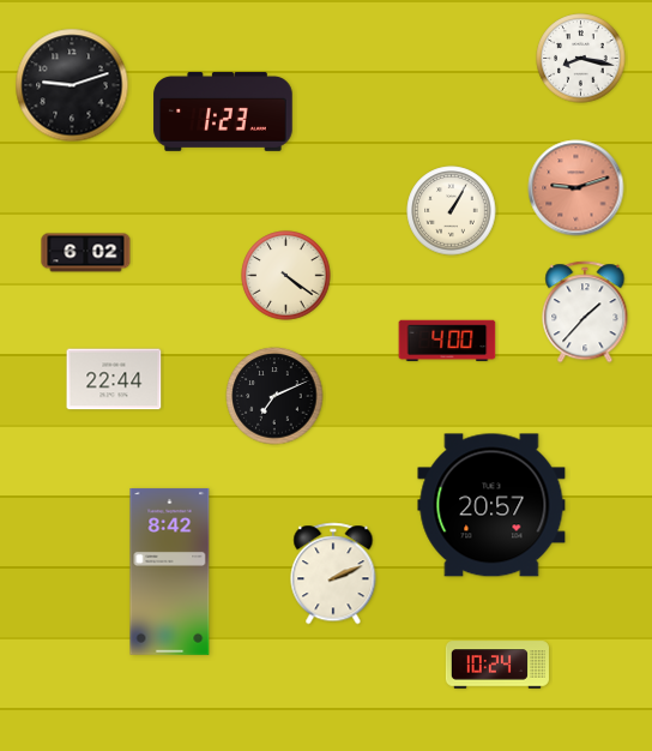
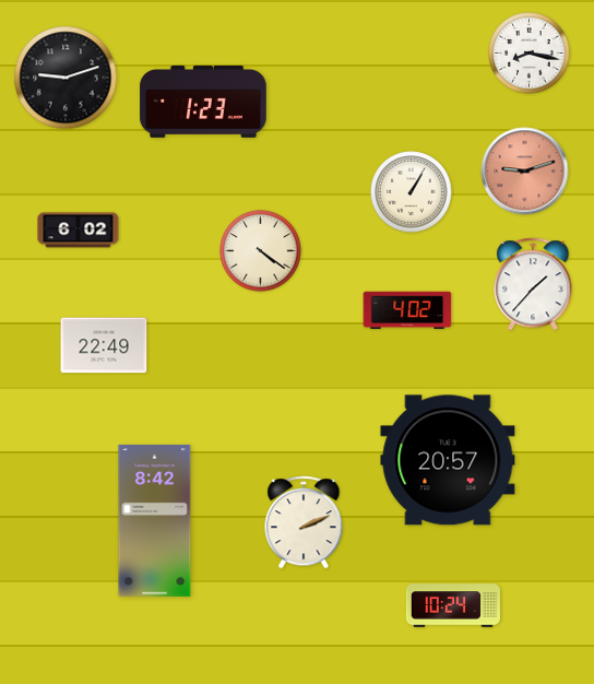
clock at (447, 341): 4:00 -> 4:02
clock at (114, 379): 22:44 -> 22:49
clock at (274, 396): 7:11 -> none
